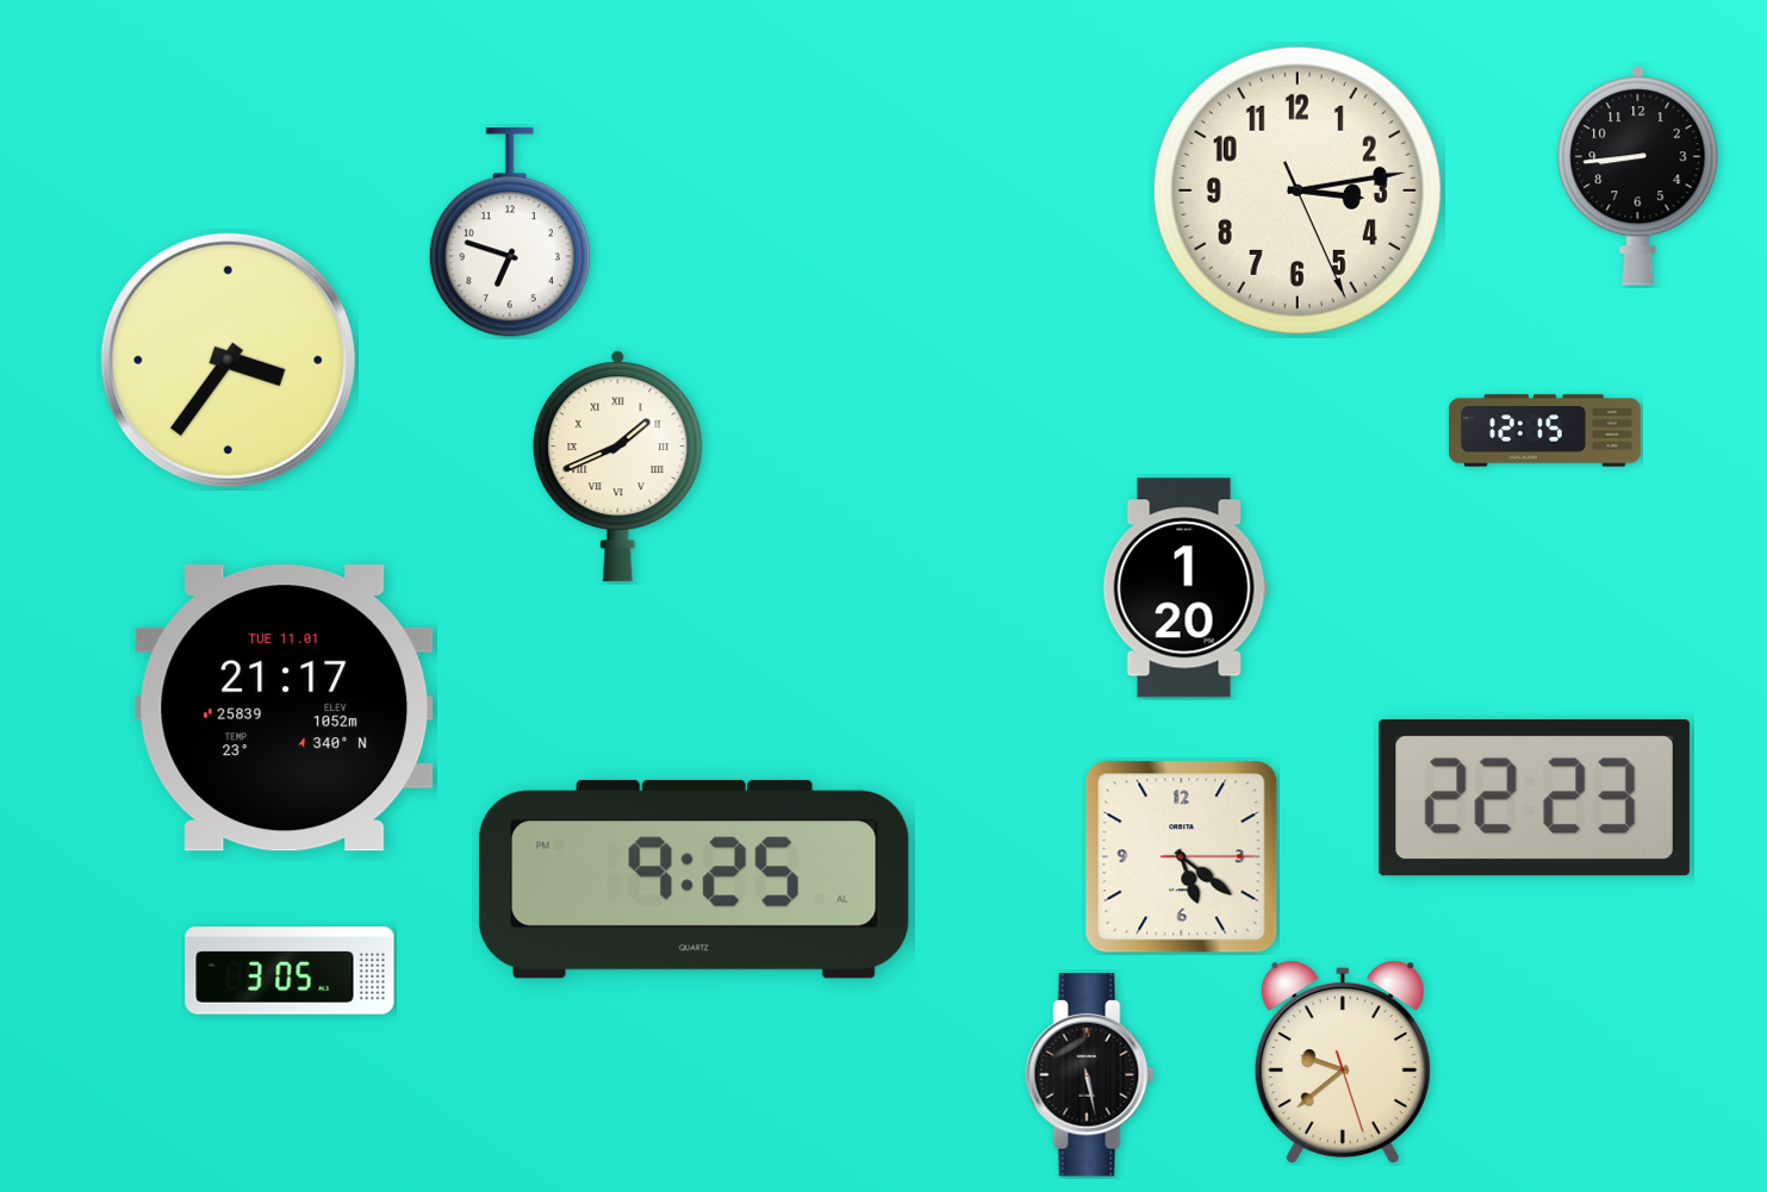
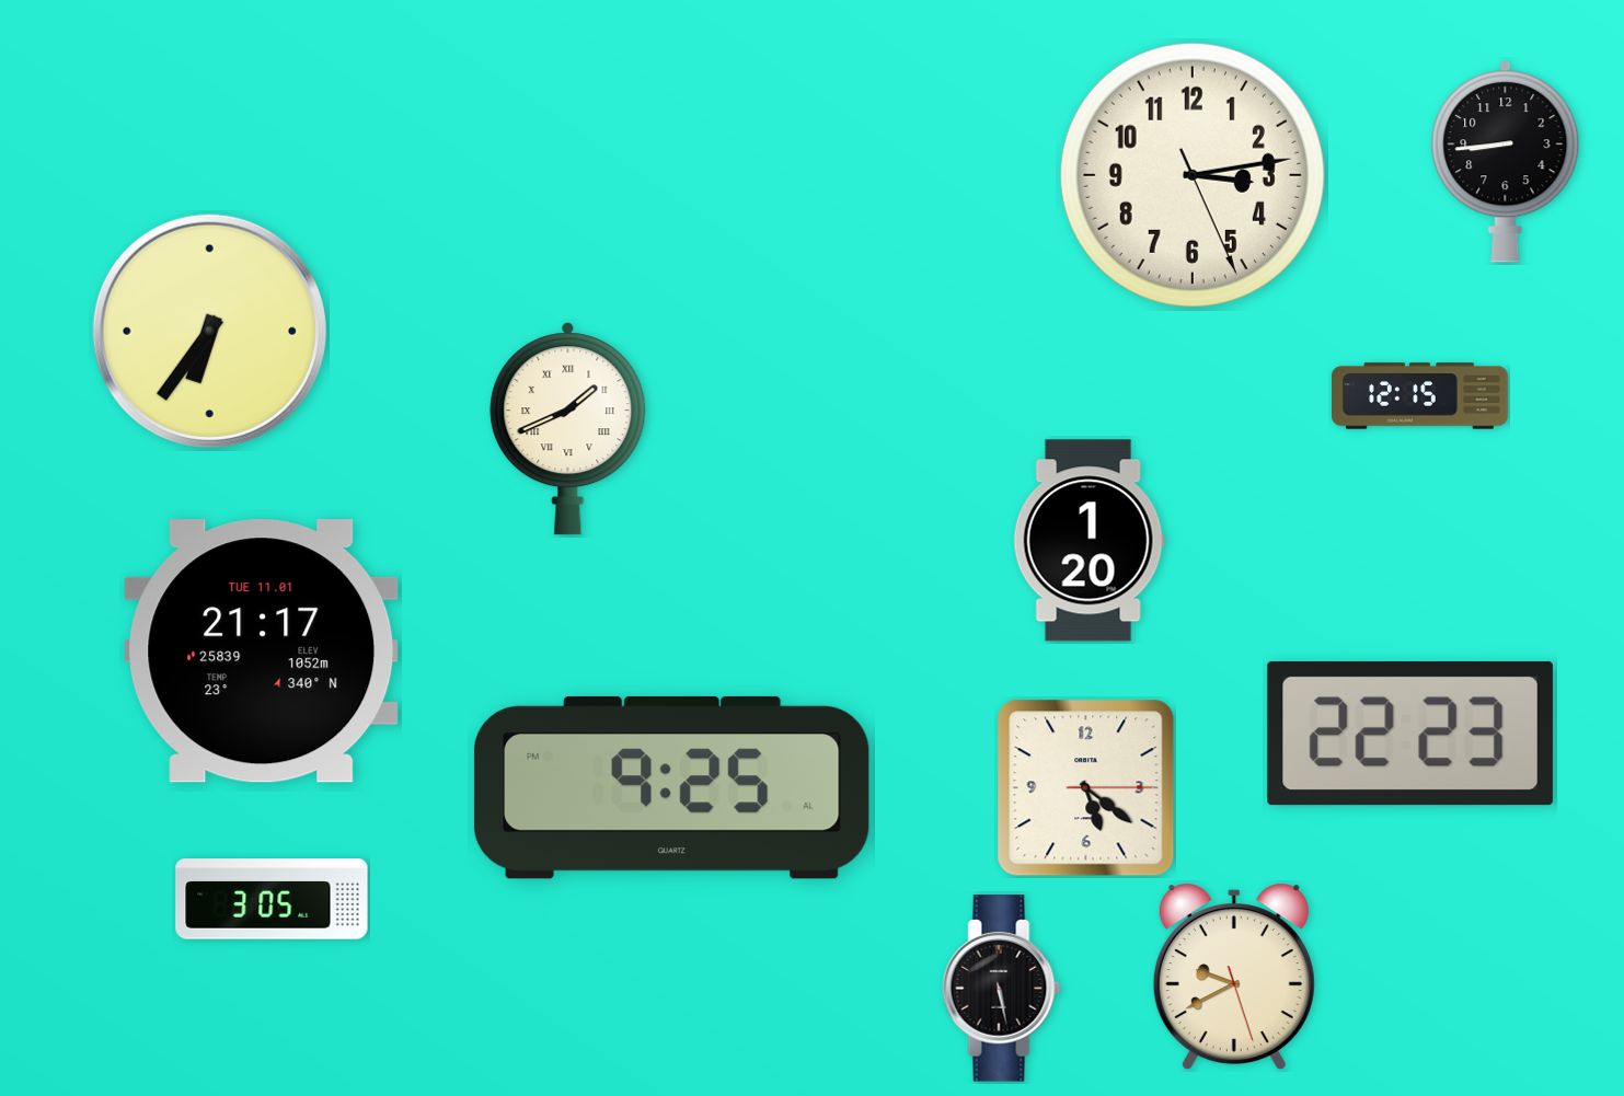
clock at (510, 233): 6:48 -> none
clock at (228, 360): 3:36 -> 6:36
clock at (693, 879) position: (693, 879) -> (671, 787)
clock at (290, 971) position: (290, 971) -> (272, 899)
clock at (1343, 1062): 9:38 -> 9:40
